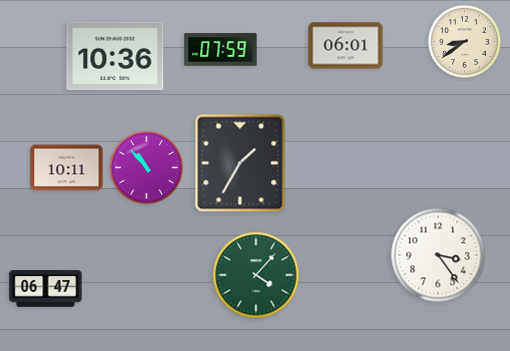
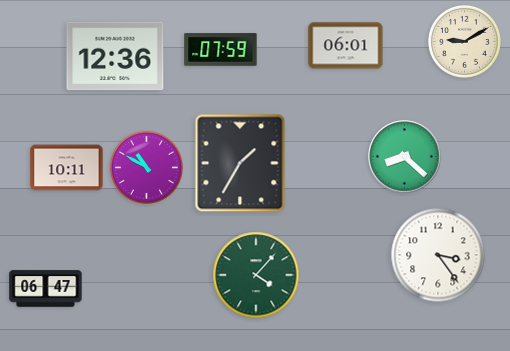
clock at (464, 41): 8:39 -> 9:10
clock at (115, 56): 10:36 -> 12:36
clock at (405, 157): none -> 8:22
clock at (146, 167): 10:53 -> 10:50
